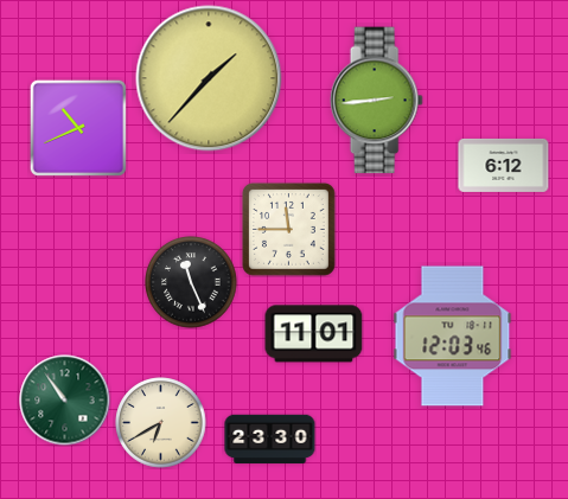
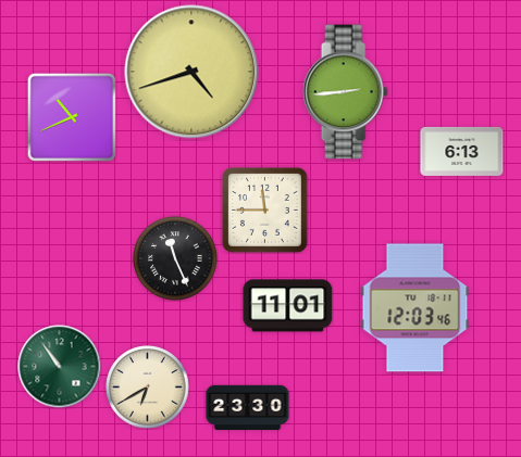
clock at (209, 78): 1:37 -> 4:42
clock at (504, 165): 6:12 -> 6:13
clock at (270, 440) position: (270, 440) -> (248, 408)
